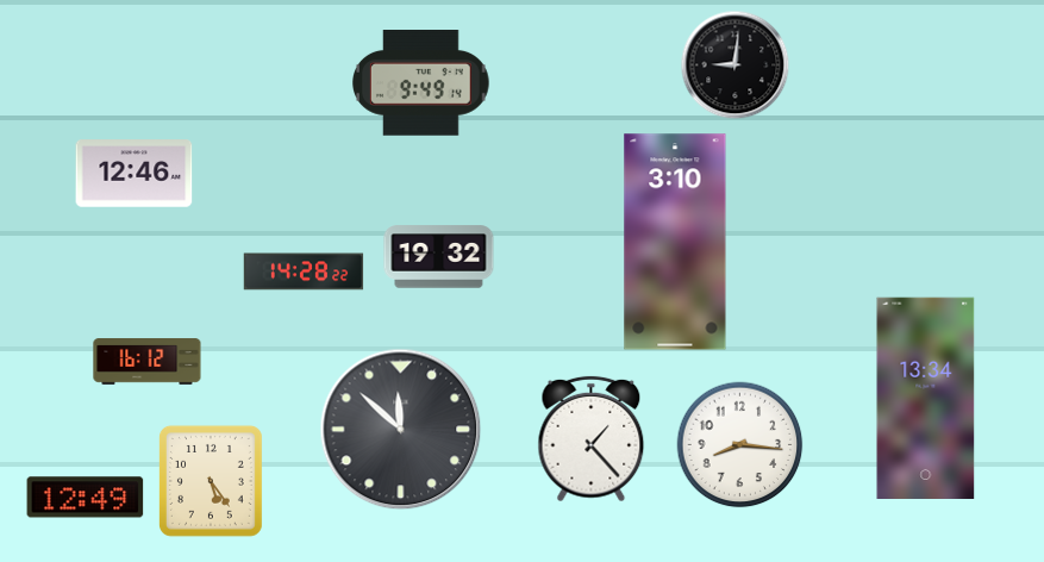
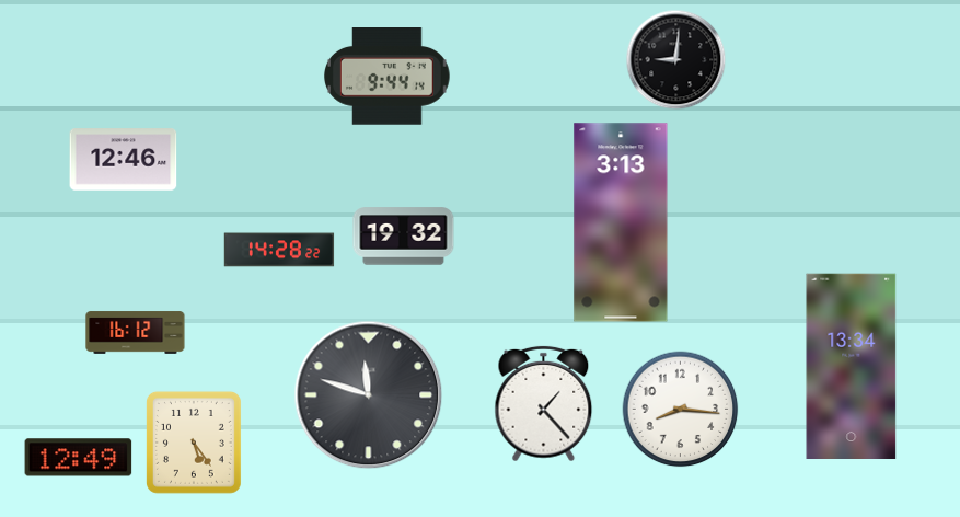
clock at (421, 83): 9:49 -> 9:44
clock at (675, 242): 3:10 -> 3:13
clock at (401, 430): 11:52 -> 11:48
